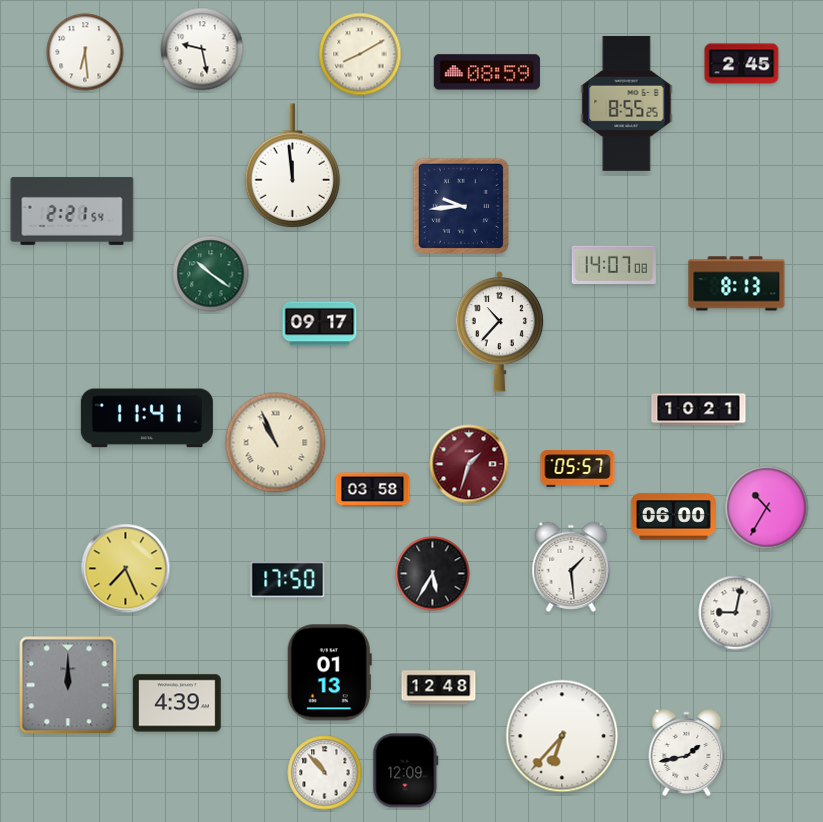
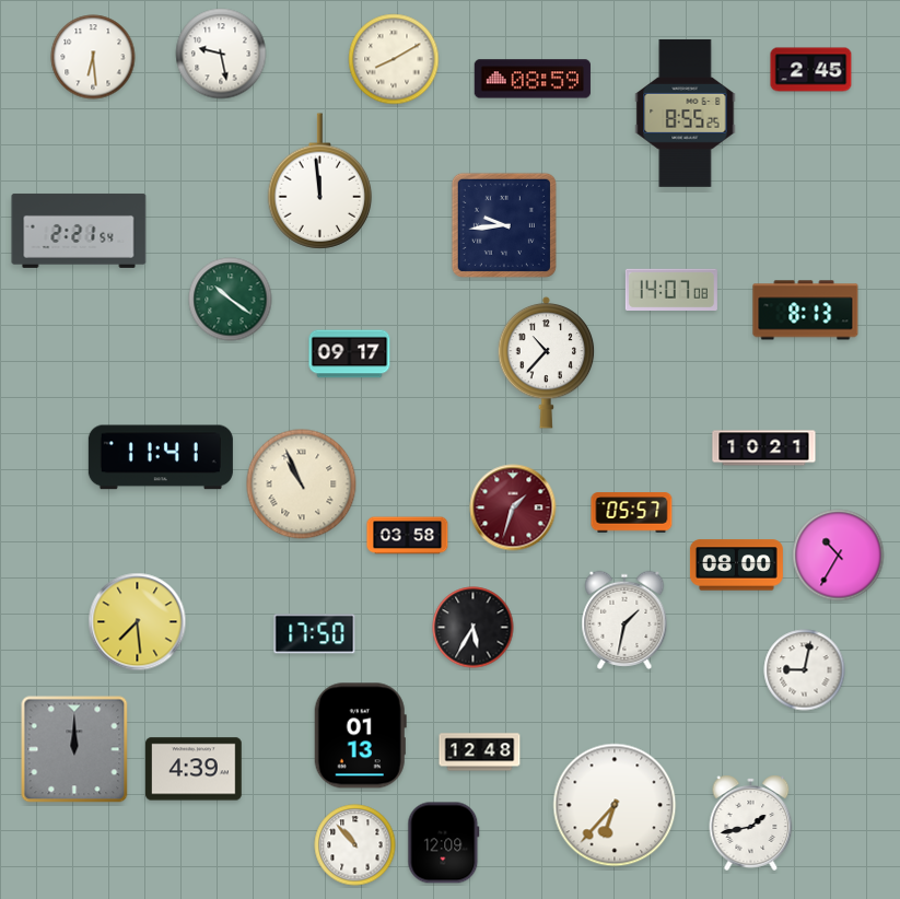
clock at (673, 517): 06:00 -> 08:00
clock at (571, 567): 1:29 -> 1:32
clock at (126, 569): 7:26 -> 7:29
